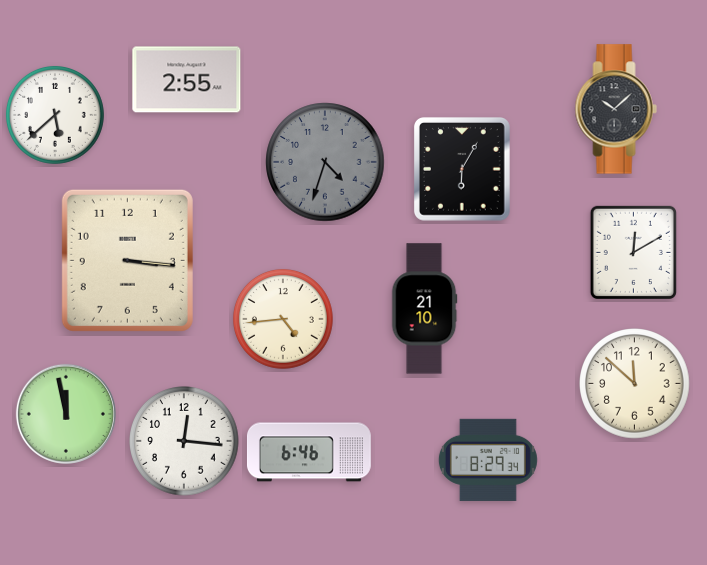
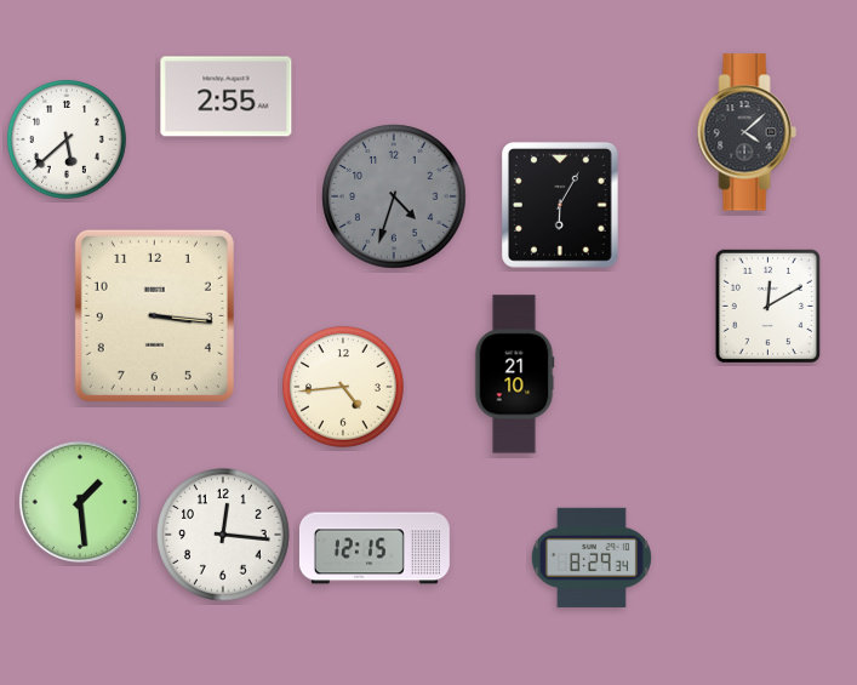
clock at (616, 109): 10:08 -> 4:08
clock at (635, 384): 11:52 -> none
clock at (66, 414): 11:58 -> 1:29
clock at (309, 452): 6:46 -> 12:15
